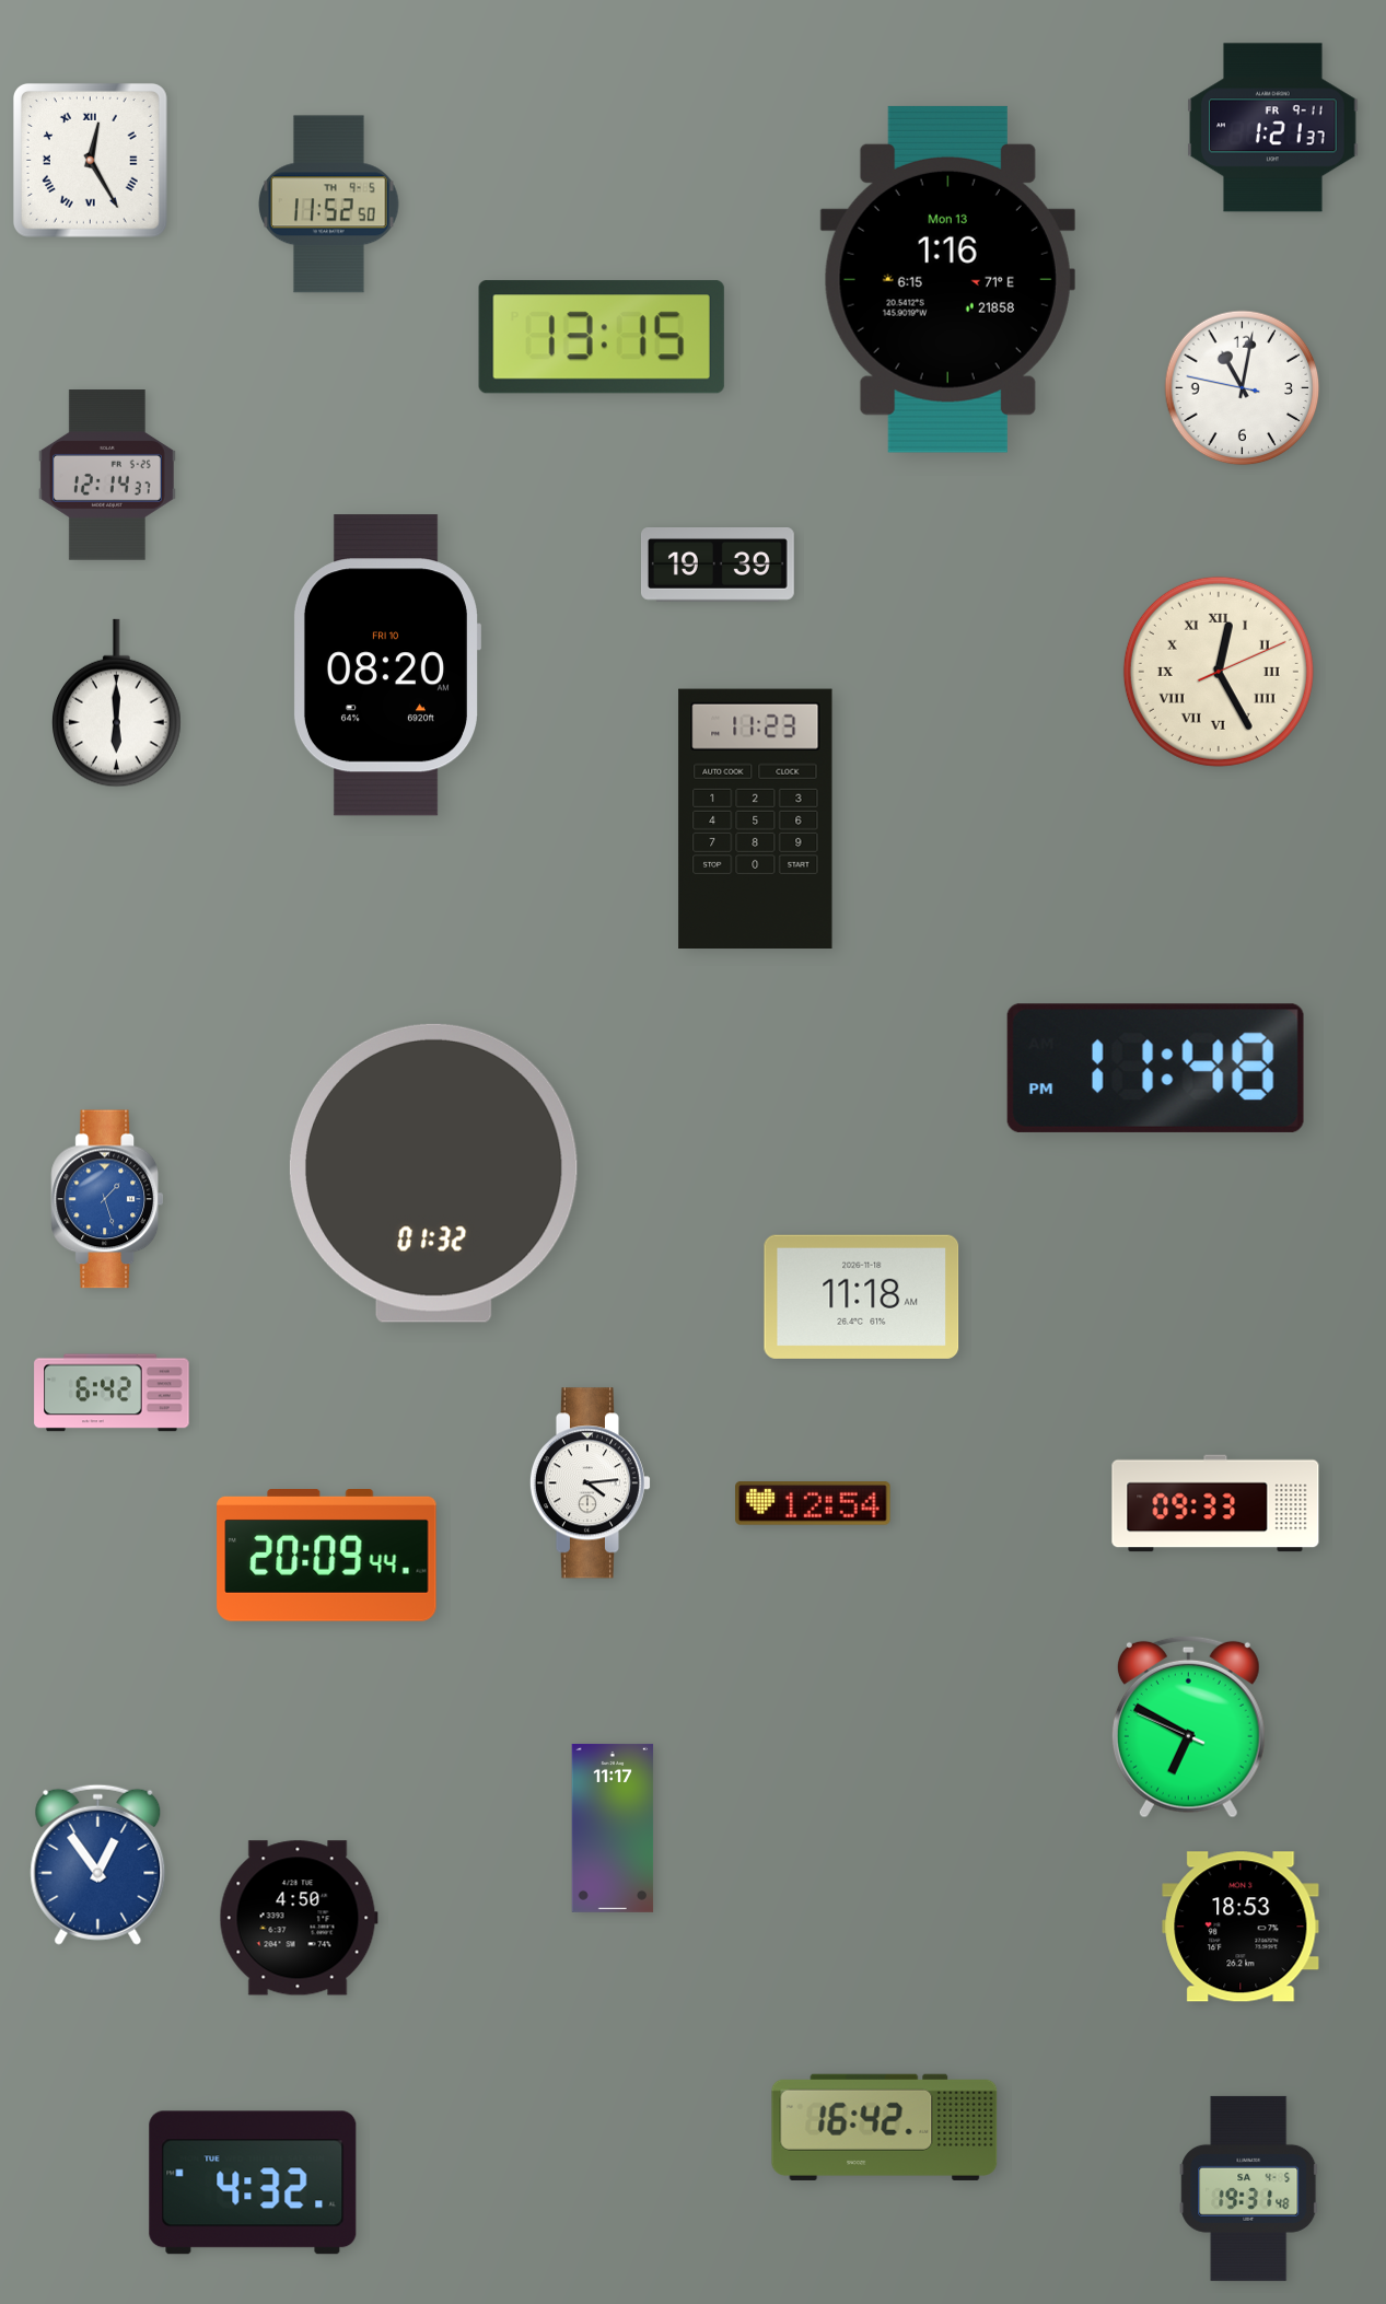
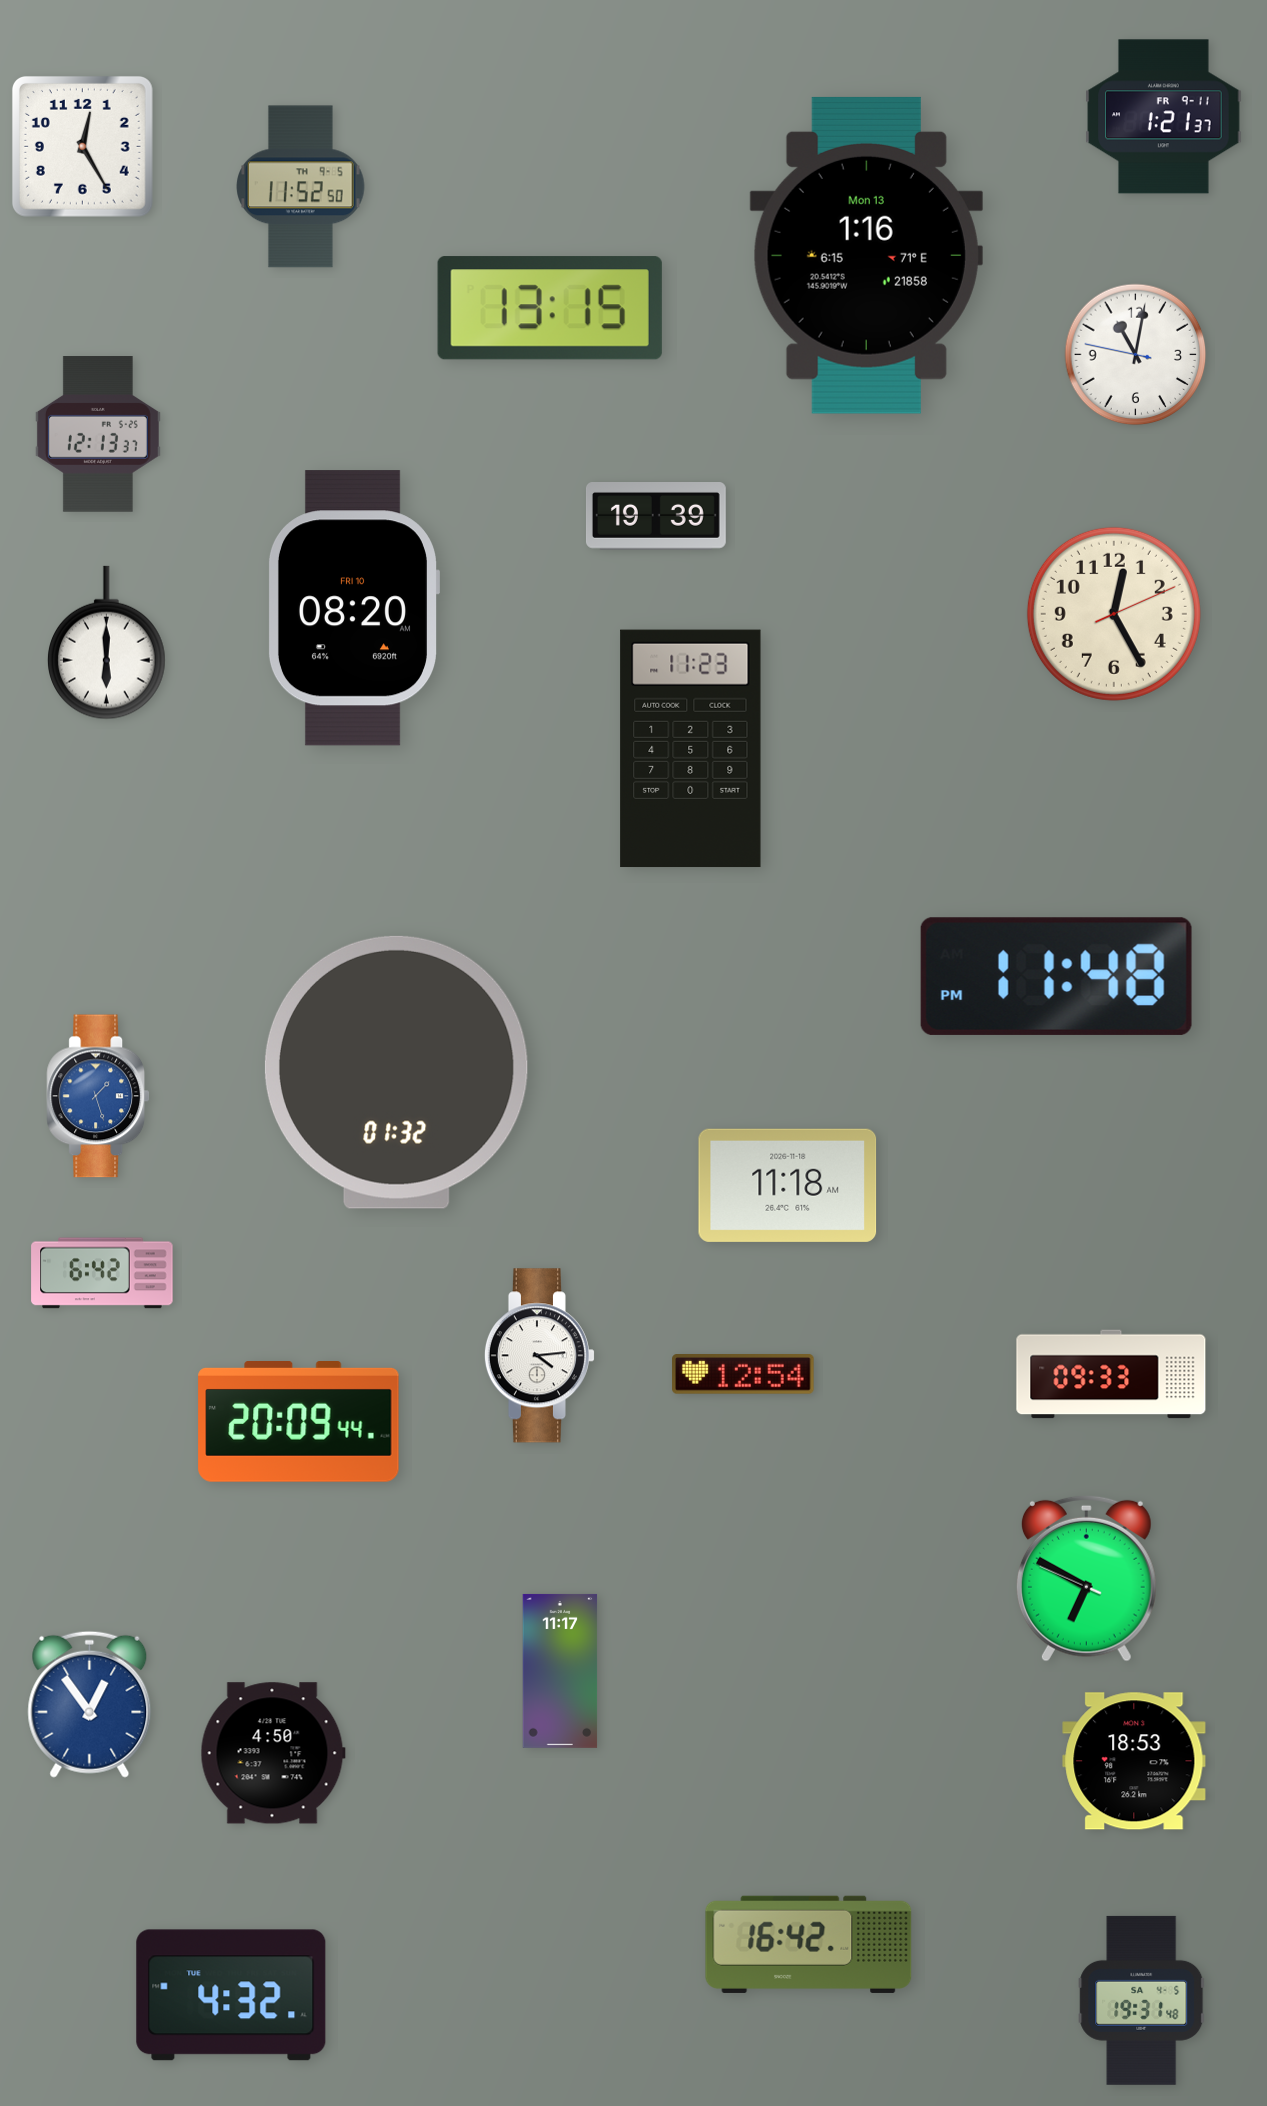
clock at (90, 160) numerals: Roman -> Arabic
clock at (107, 475): 12:14 -> 12:13
clock at (1219, 672) numerals: Roman -> Arabic
